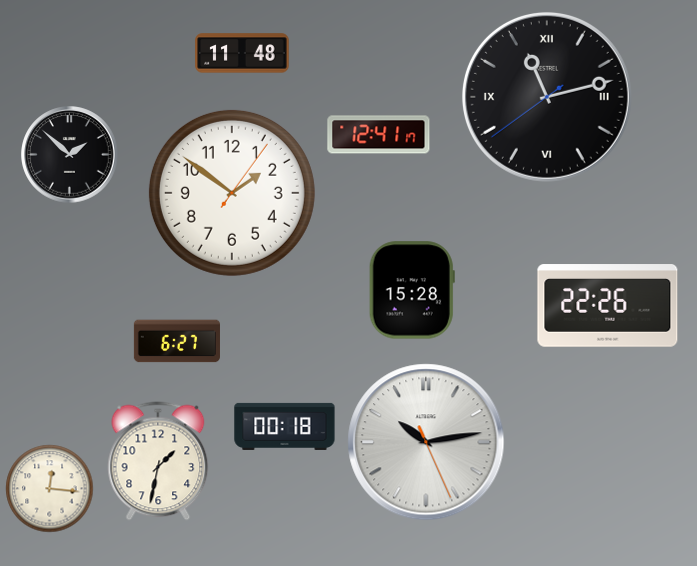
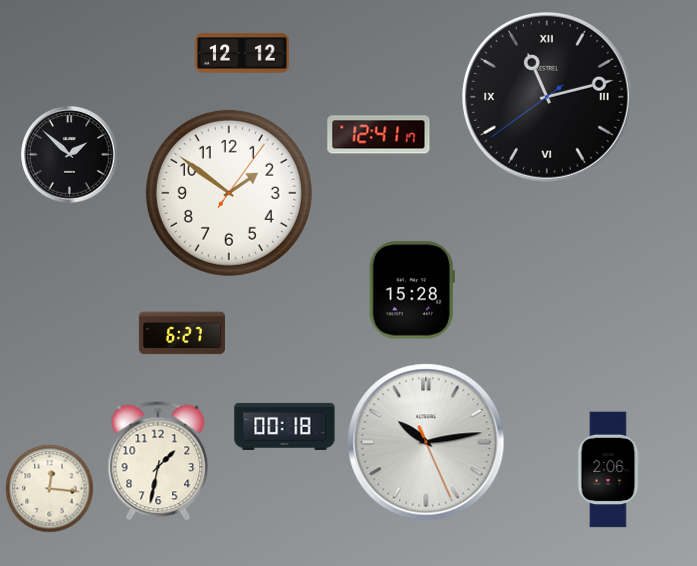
clock at (242, 53): 11:48 -> 12:12
clock at (232, 193) position: (232, 193) -> (229, 193)
clock at (608, 306): 22:26 -> none
clock at (177, 341) position: (177, 341) -> (182, 333)
clock at (608, 470): none -> 2:06
